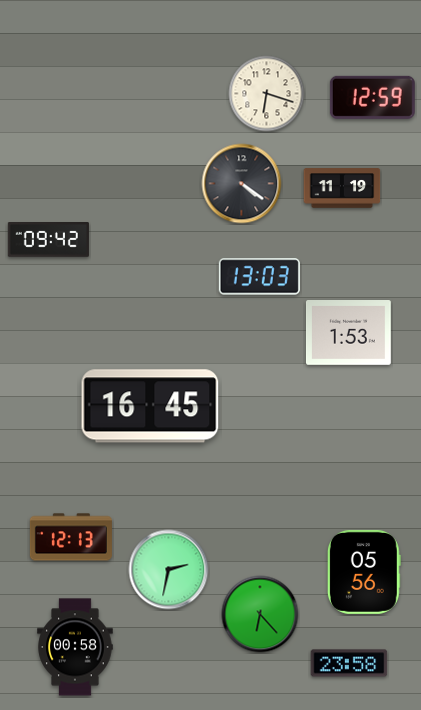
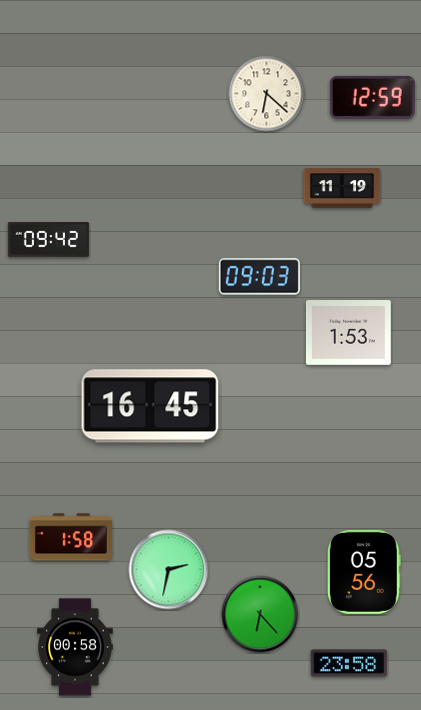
clock at (267, 94): 6:18 -> 6:22
clock at (242, 184): 4:21 -> none
clock at (259, 277): 13:03 -> 09:03
clock at (71, 537): 12:13 -> 1:58
